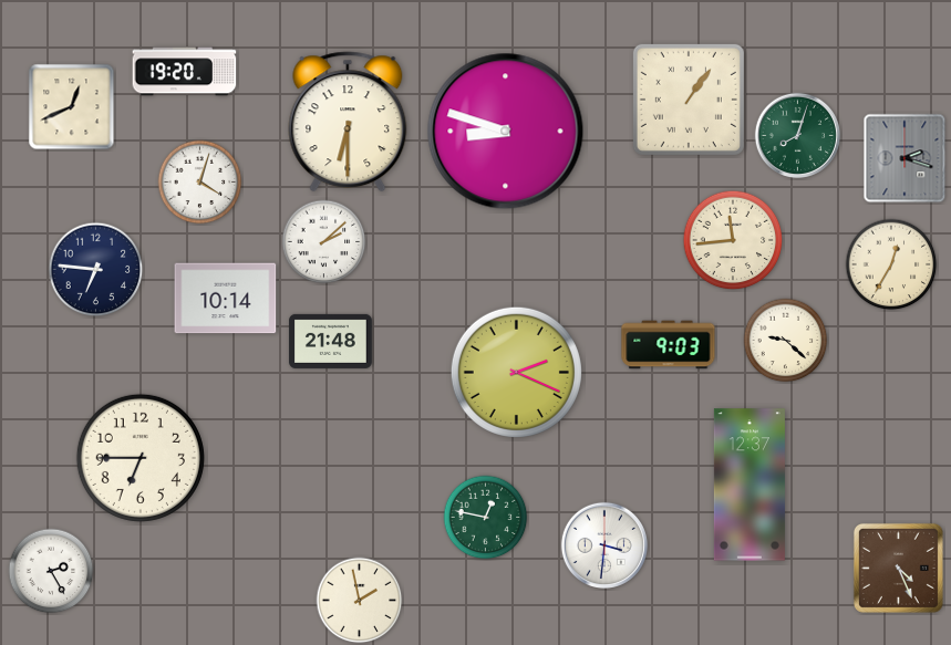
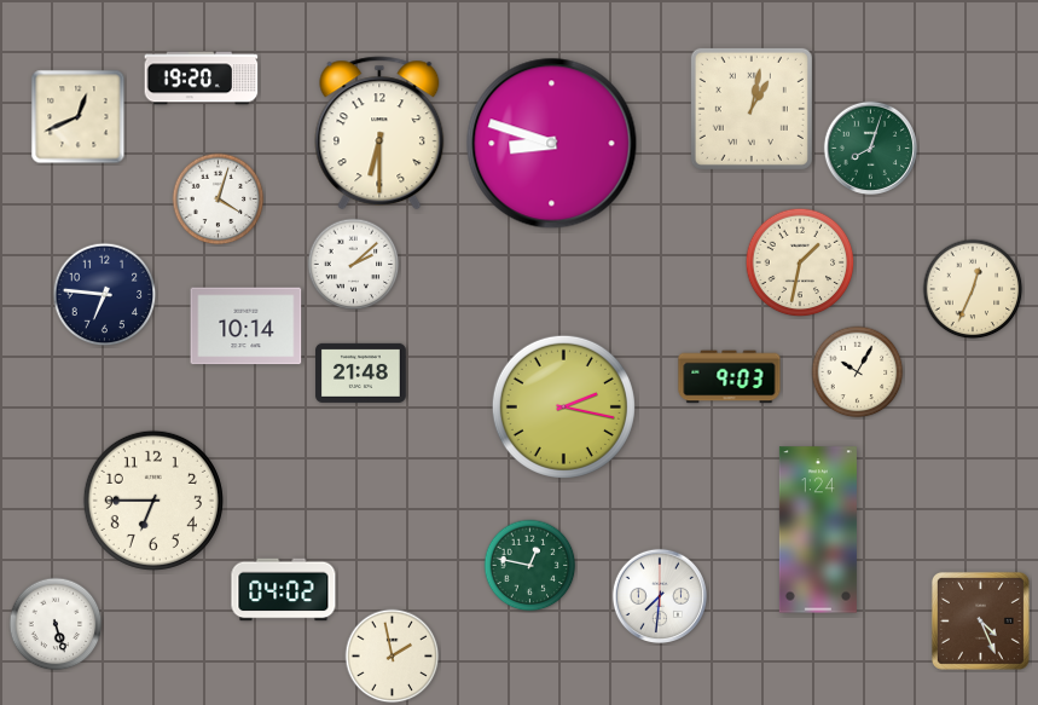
clock at (689, 100): 1:06 -> 1:02
clock at (905, 158): 2:18 -> none
clock at (733, 240): 11:44 -> 1:32
clock at (891, 264): 12:35 -> 12:34
clock at (786, 341): 9:22 -> 10:05
clock at (516, 372): 2:19 -> 2:17
clock at (750, 485): 12:37 -> 1:24
clock at (284, 590): none -> 04:02
clock at (603, 544): 3:31 -> 7:31
clock at (51, 571): 2:25 -> 5:27
